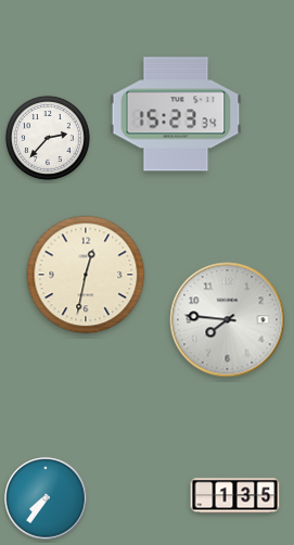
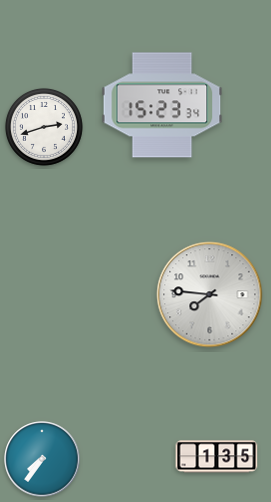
clock at (48, 138): 2:37 -> 2:42
clock at (86, 275): 12:32 -> none
